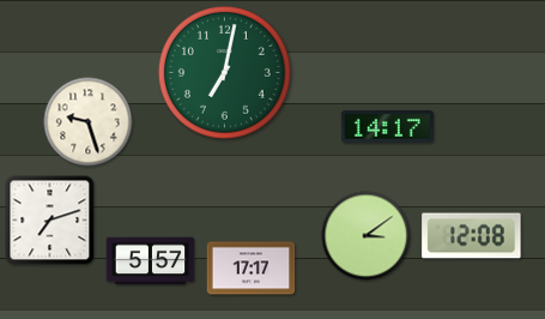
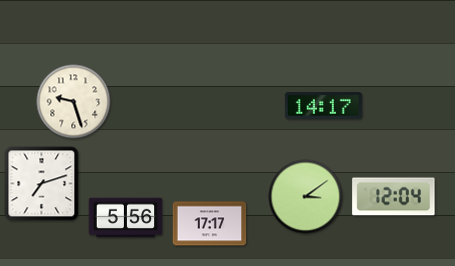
clock at (224, 72): 7:02 -> none
clock at (472, 236): 12:08 -> 12:04
clock at (151, 261): 5:57 -> 5:56
